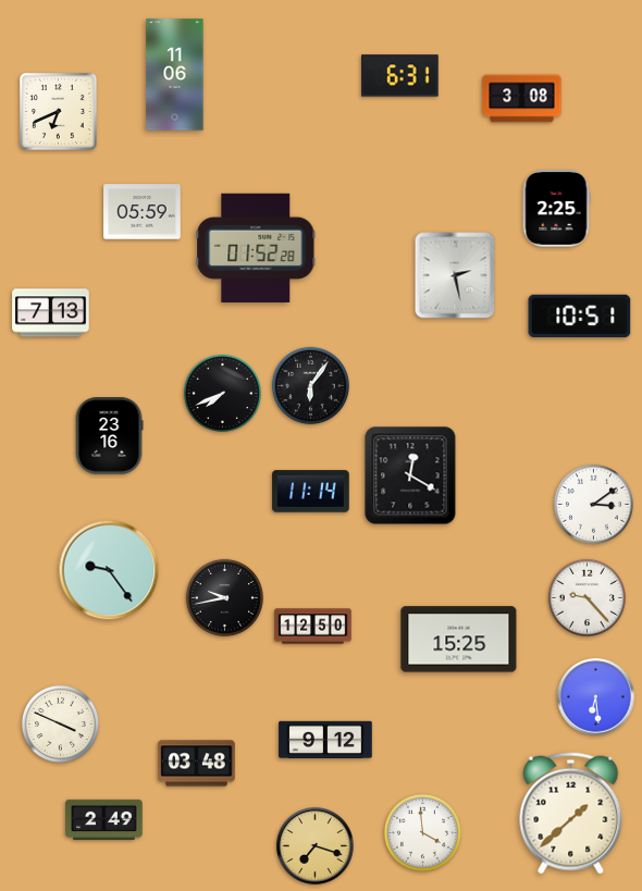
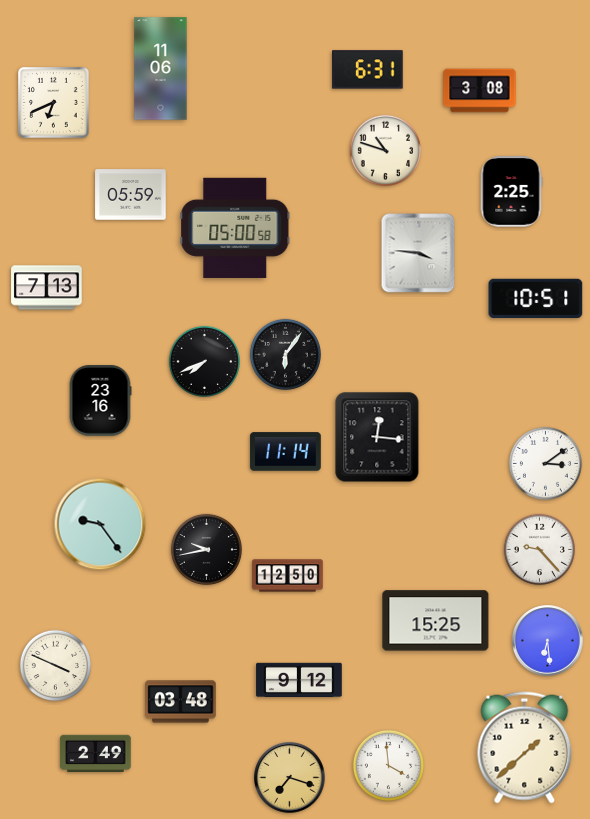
clock at (385, 150): none -> 10:48
clock at (256, 247): 01:52 -> 05:00
clock at (455, 275): 2:28 -> 3:46
clock at (580, 317) position: (580, 317) -> (536, 299)
clock at (410, 475): 12:20 -> 12:16
clock at (459, 640) position: (459, 640) -> (436, 621)
